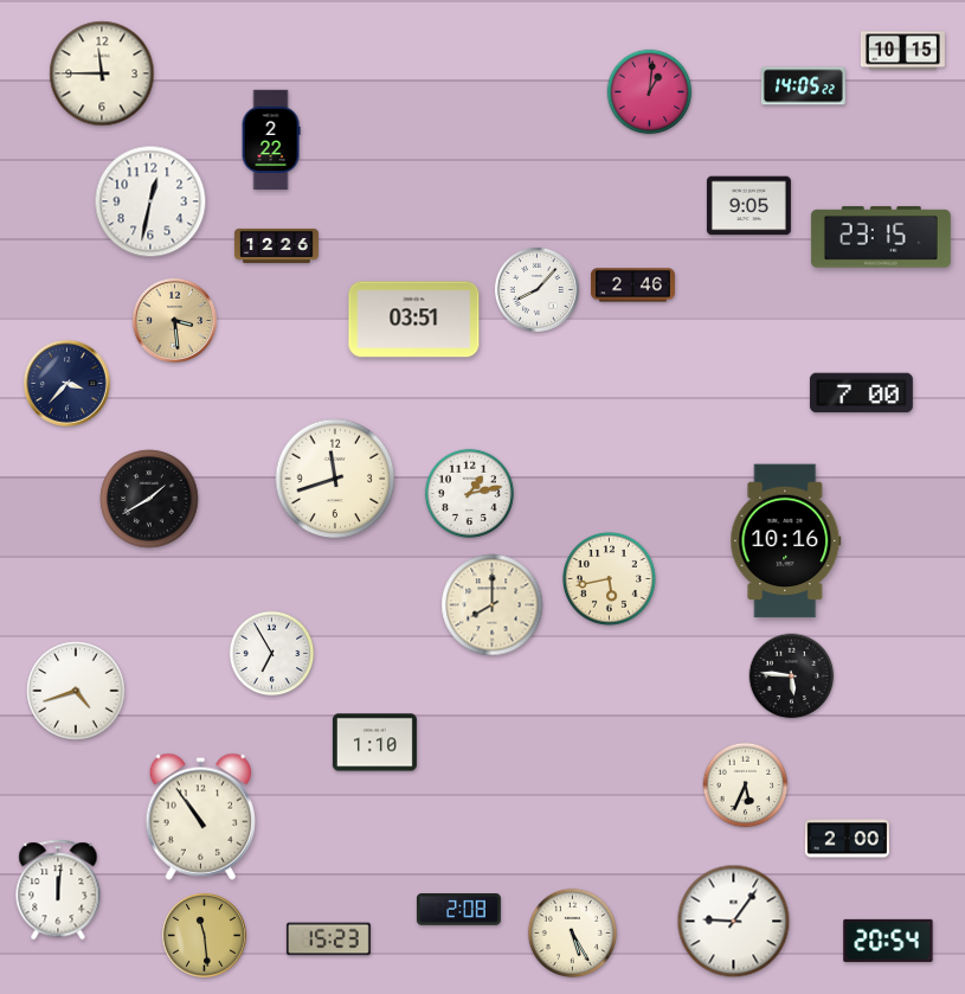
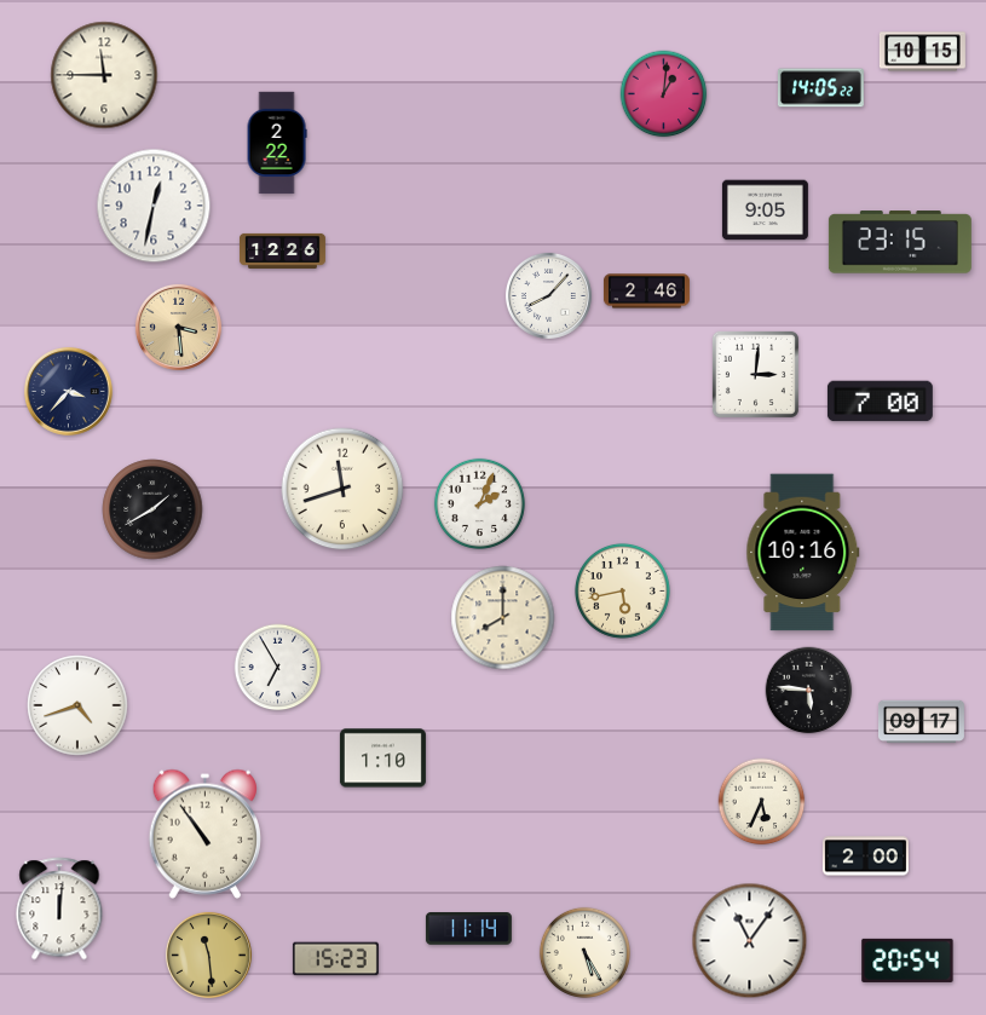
clock at (414, 320): 03:51 -> none
clock at (755, 374): none -> 3:01
clock at (469, 493): 1:13 -> 2:04
clock at (921, 722): none -> 09:17
clock at (458, 910): 2:08 -> 11:14
clock at (734, 922): 9:06 -> 11:06
